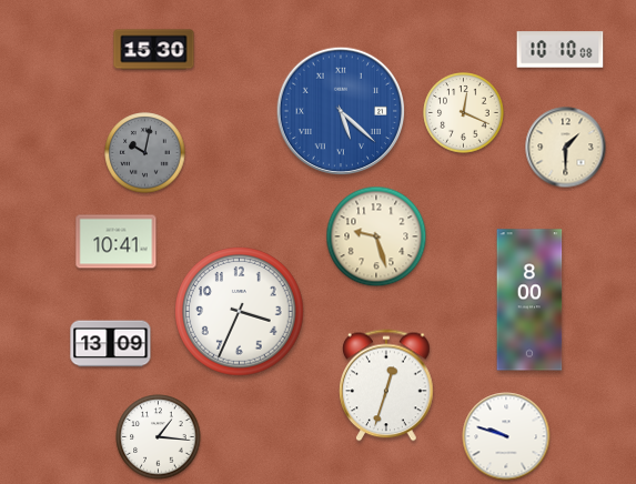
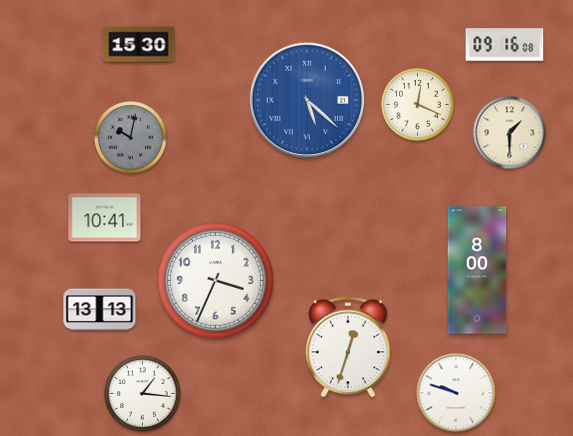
clock at (561, 50): 10:10 -> 09:16
clock at (464, 113) position: (464, 113) -> (418, 105)
clock at (376, 236): 9:27 -> none
clock at (111, 344): 13:09 -> 13:13
